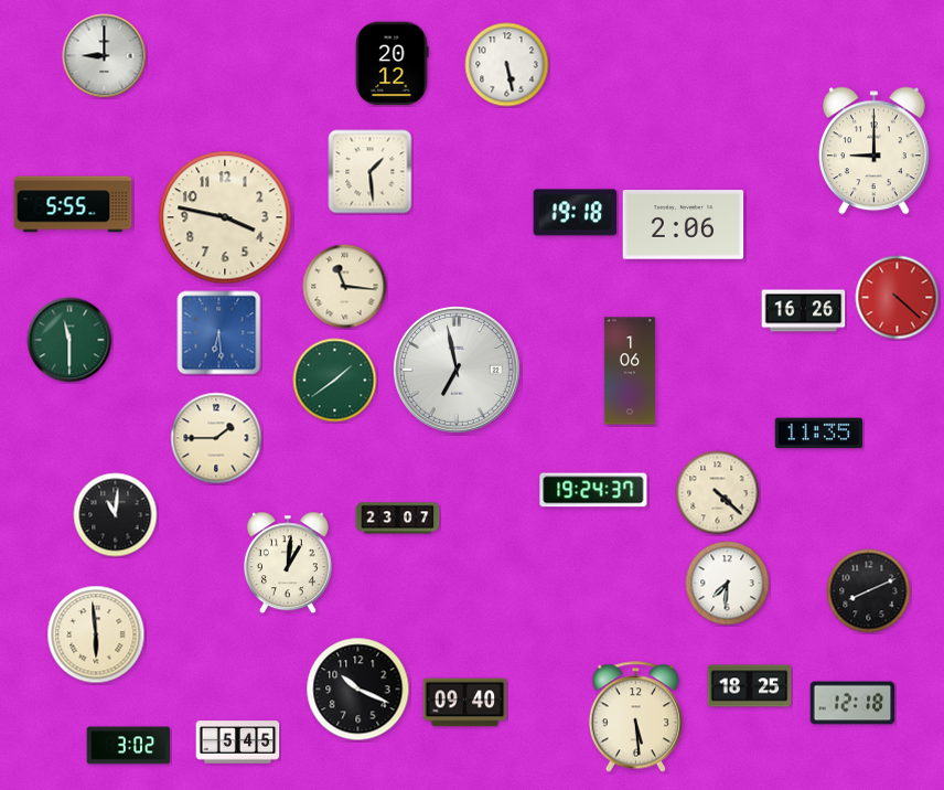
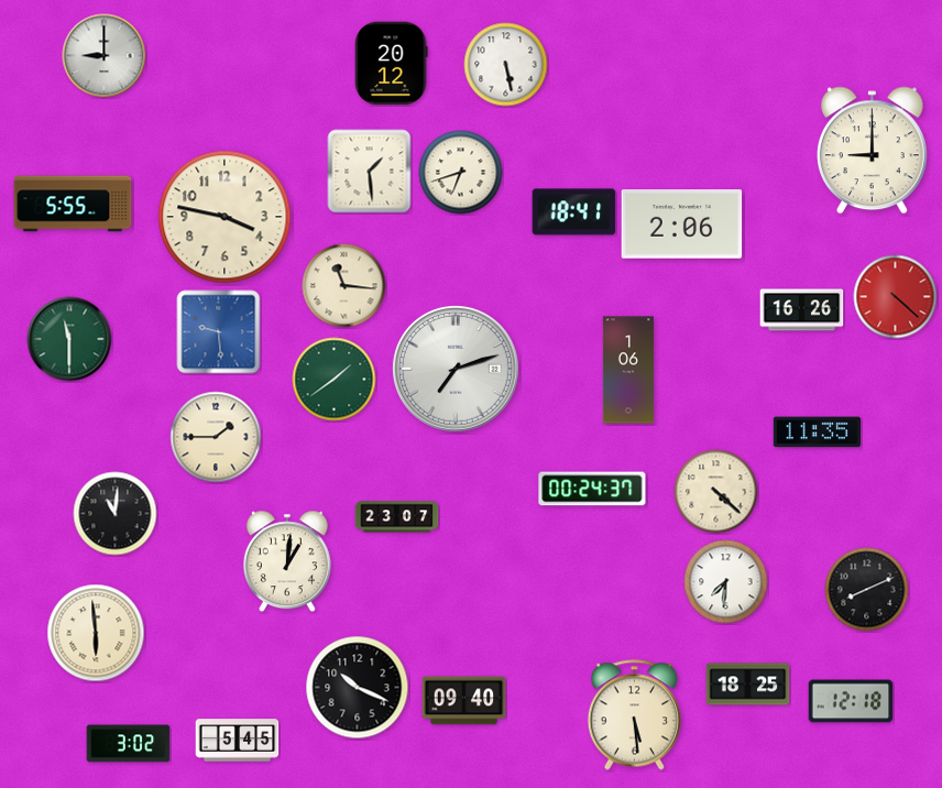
clock at (461, 173): none -> 6:42
clock at (576, 213): 19:18 -> 18:41
clock at (219, 333): 6:29 -> 9:29
clock at (457, 370): 6:58 -> 7:12
clock at (593, 490): 19:24 -> 00:24
